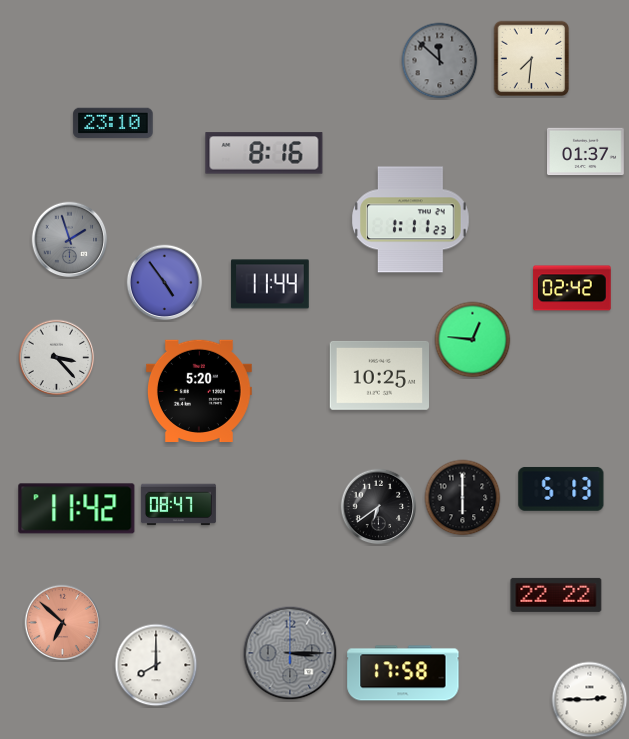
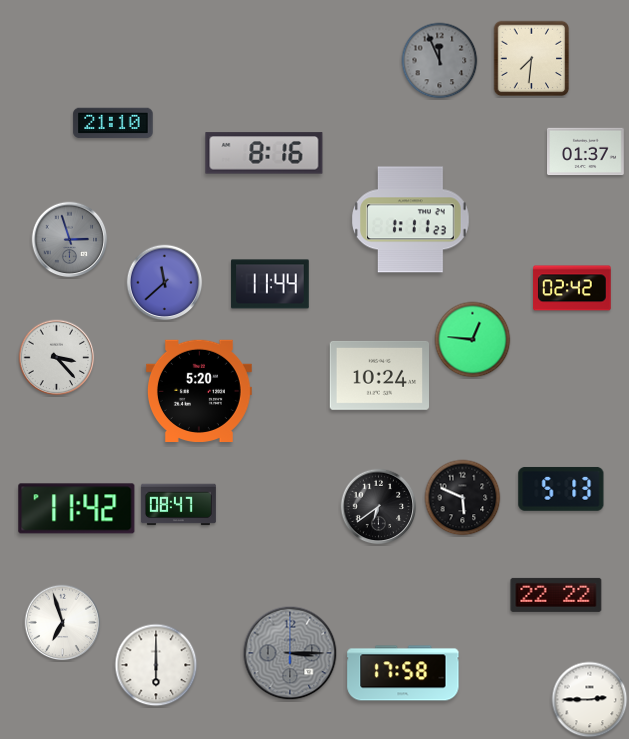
clock at (440, 61): 11:52 -> 11:56
clock at (113, 123): 23:10 -> 21:10
clock at (70, 240): 1:57 -> 2:57
clock at (165, 283): 4:54 -> 11:38
clock at (380, 375): 10:25 -> 10:24
clock at (463, 498): 6:00 -> 5:49
clock at (63, 623): 6:52 -> 6:57
clock at (63, 623) dial: salmon -> white
clock at (156, 665): 8:00 -> 6:00
